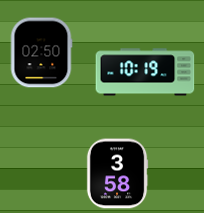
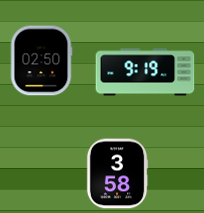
clock at (41, 53) position: (41, 53) -> (41, 61)
clock at (145, 72): 10:19 -> 9:19
